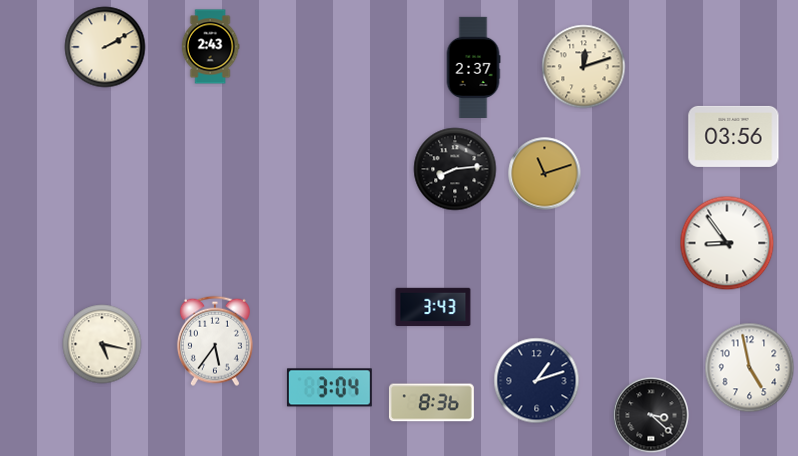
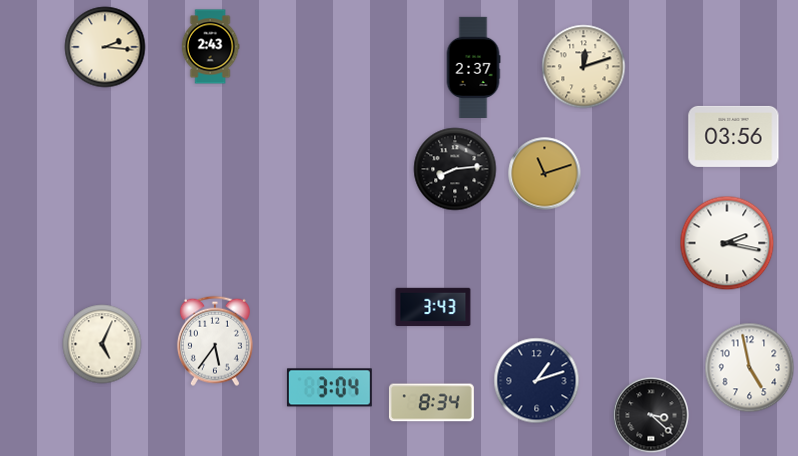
clock at (105, 47): 2:10 -> 2:16
clock at (727, 243): 8:54 -> 2:17
clock at (102, 344): 5:17 -> 5:04
clock at (431, 403): 8:36 -> 8:34
